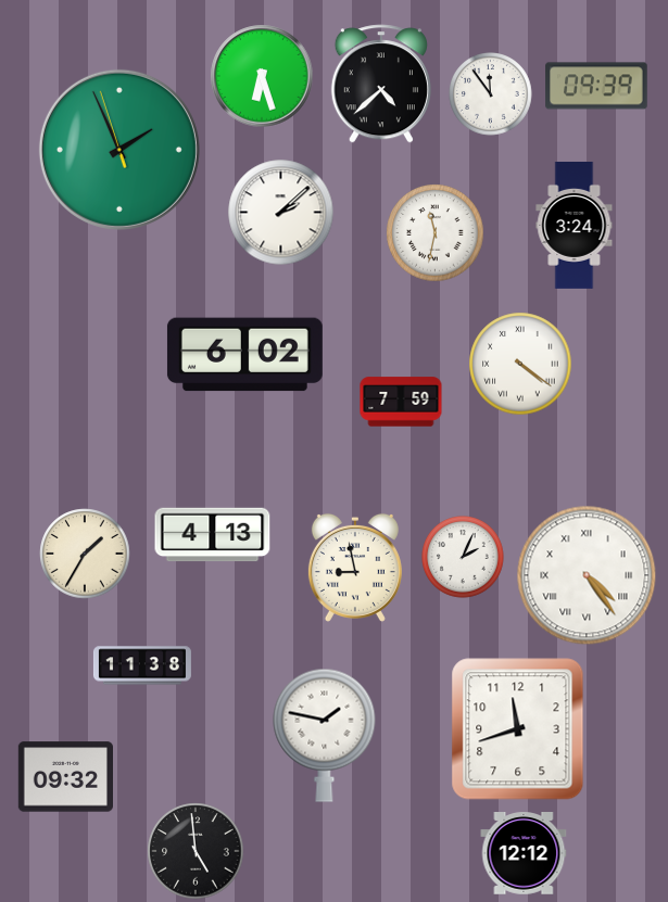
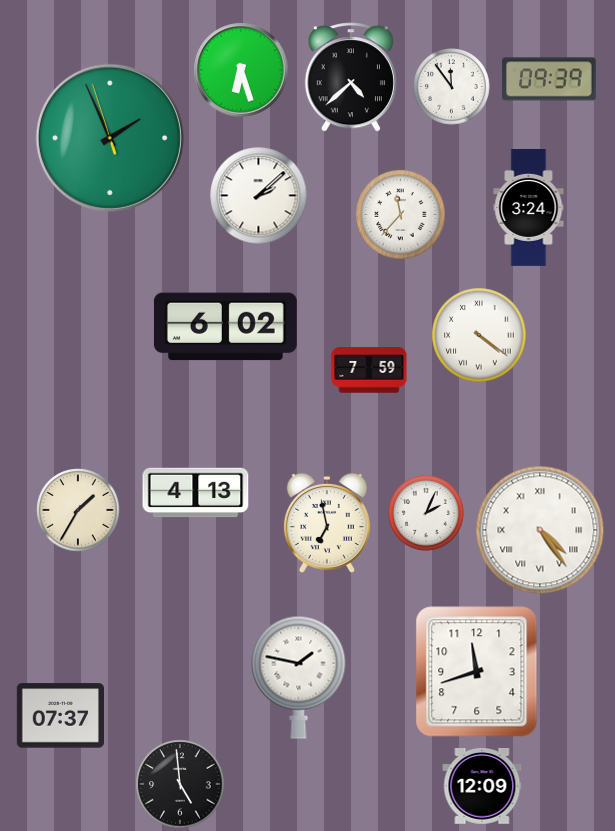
clock at (436, 233): 11:32 -> 11:37
clock at (355, 568): 8:58 -> 6:58
clock at (142, 665): 11:38 -> none
clock at (65, 777): 09:32 -> 07:37
clock at (524, 853): 12:12 -> 12:09
